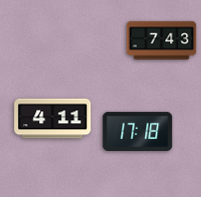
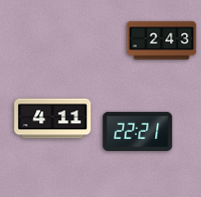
clock at (162, 41): 7:43 -> 2:43
clock at (138, 131): 17:18 -> 22:21
